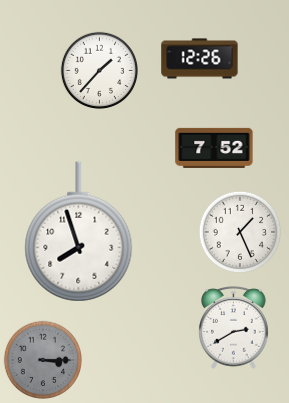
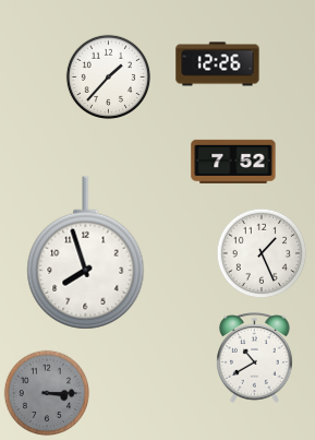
clock at (234, 328): 2:40 -> 10:40
